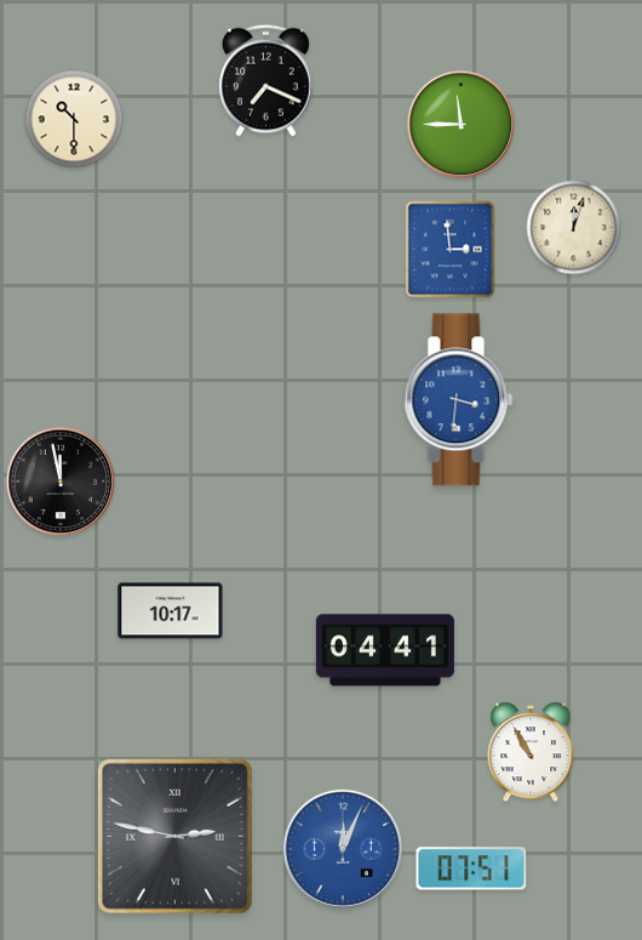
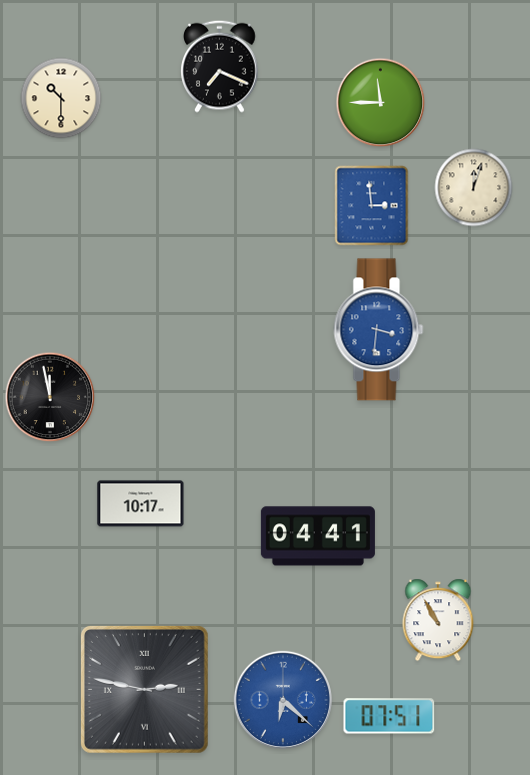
clock at (343, 849): 12:04 -> 6:22
